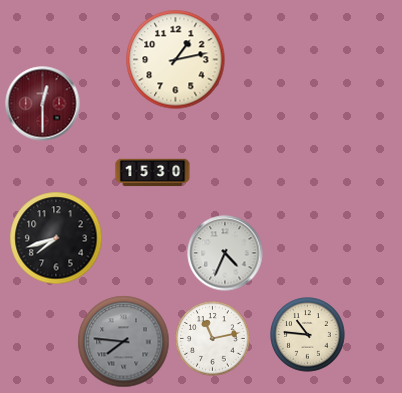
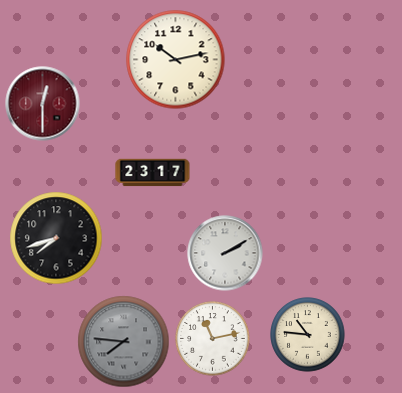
clock at (176, 60): 1:13 -> 10:13
clock at (153, 173): 15:30 -> 23:17
clock at (225, 253): 4:34 -> 2:10
